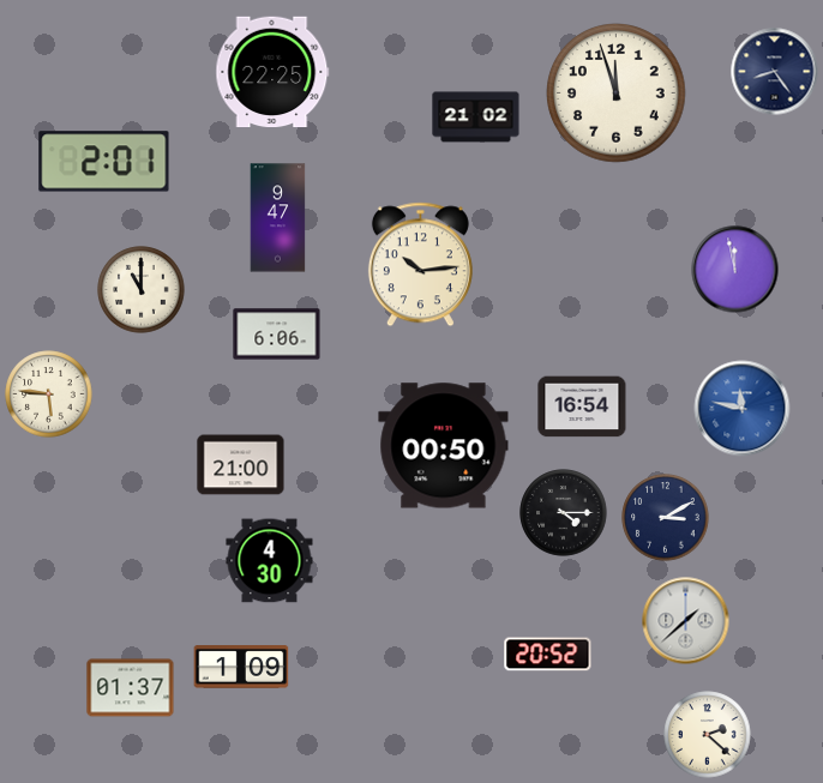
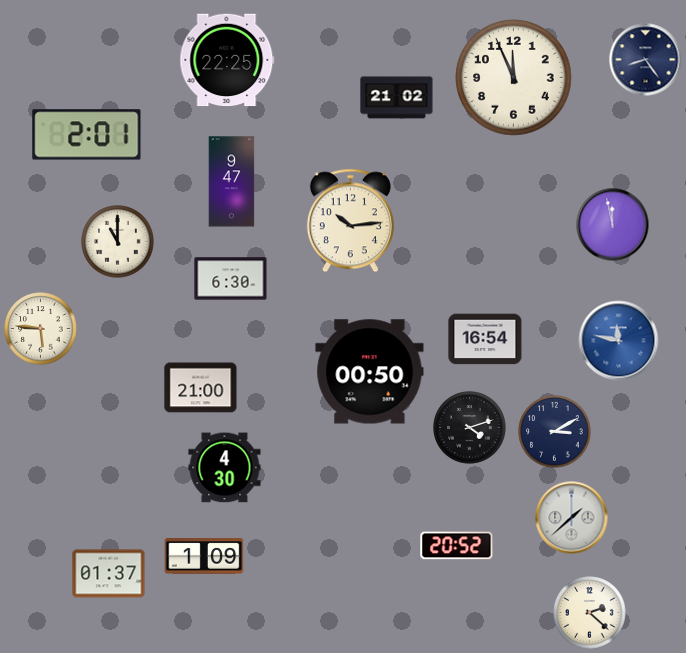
clock at (617, 94): 11:57 -> 11:56
clock at (277, 335): 6:06 -> 6:30
clock at (564, 513): 4:15 -> 4:12
clock at (241, 667) position: (241, 667) -> (204, 556)
